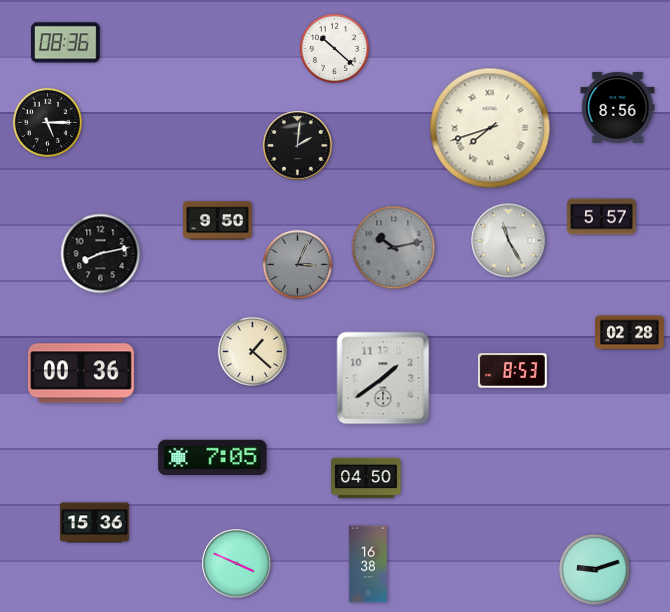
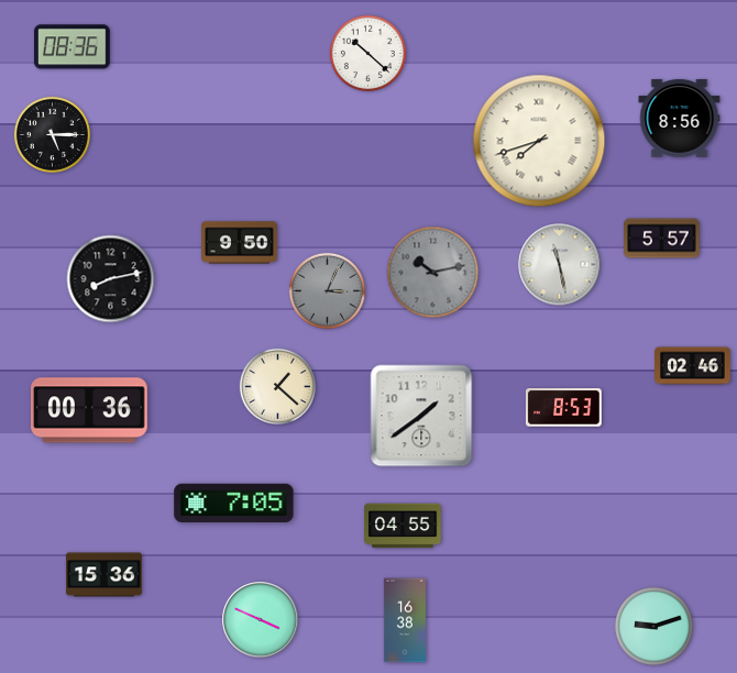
clock at (298, 146): 2:01 -> none
clock at (509, 241): 11:25 -> 11:28
clock at (630, 333): 02:28 -> 02:46
clock at (366, 478): 04:50 -> 04:55
